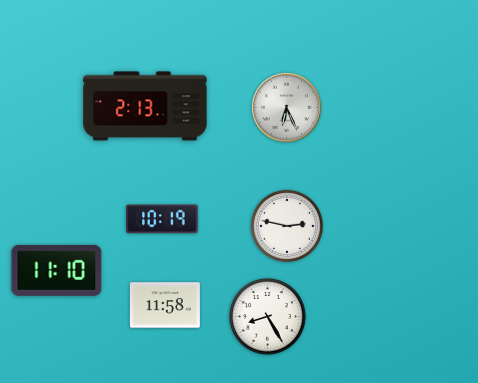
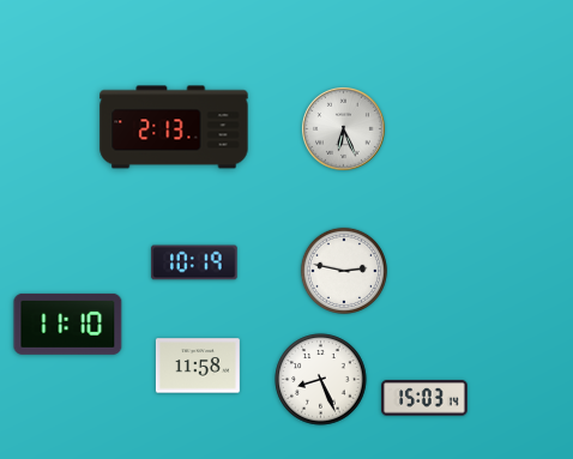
clock at (268, 317): 8:25 -> 8:26
clock at (424, 398): none -> 15:03
